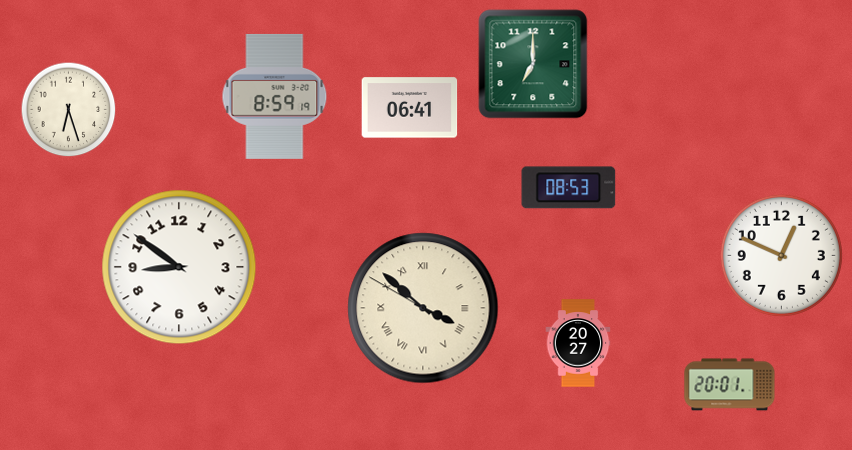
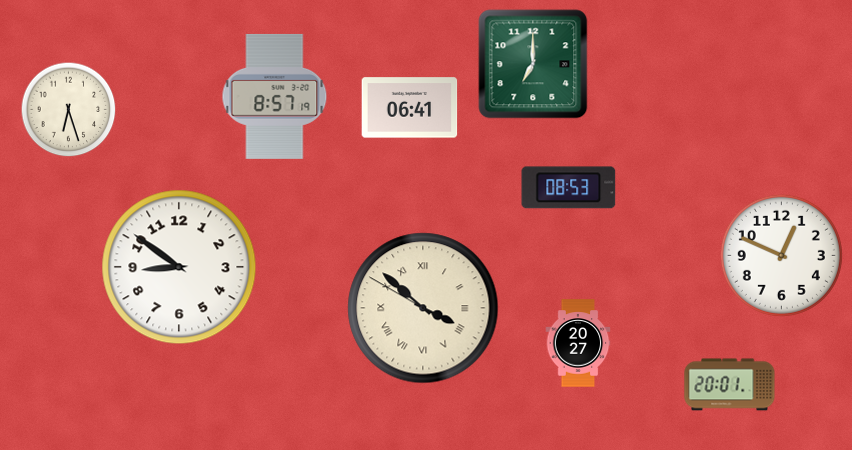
clock at (275, 96): 8:59 -> 8:57
